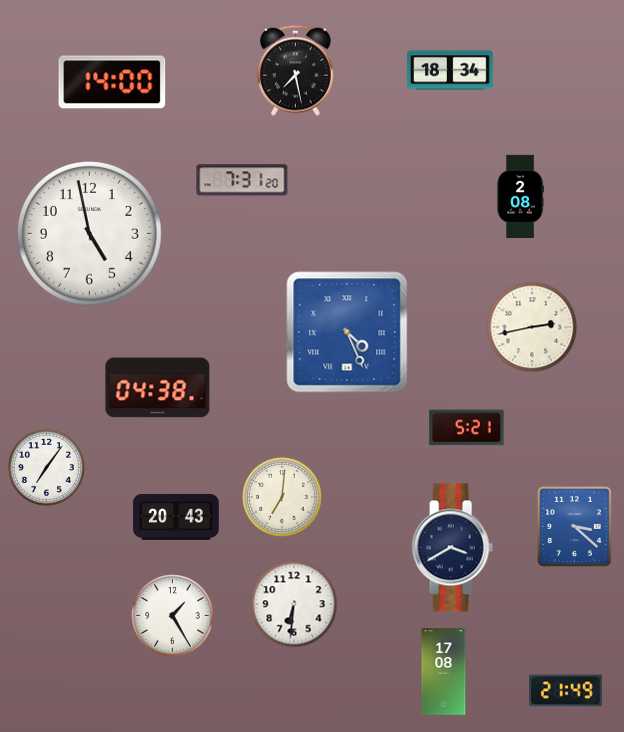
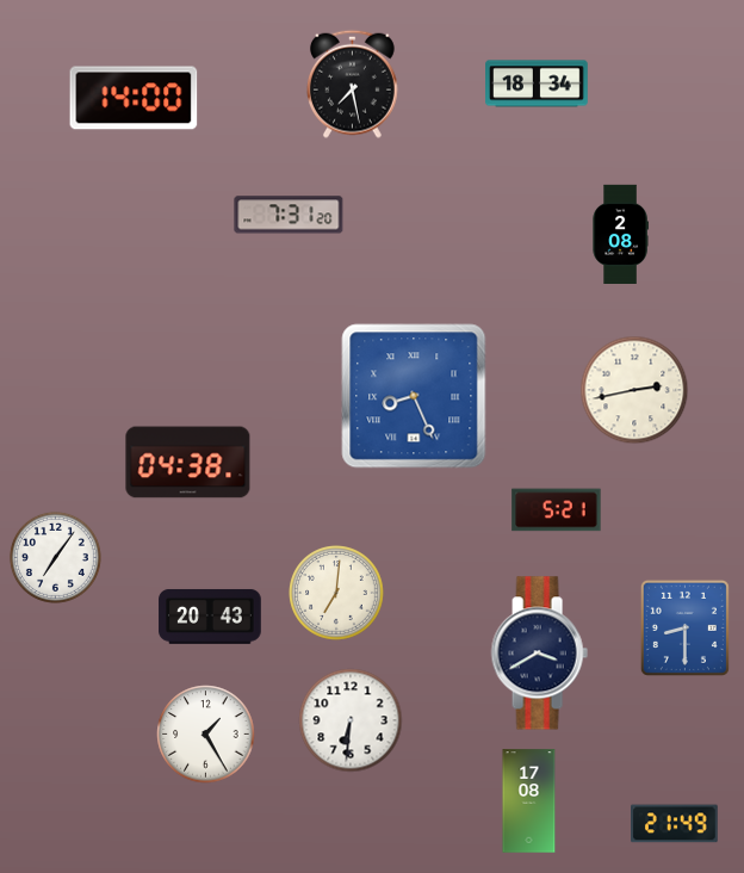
clock at (89, 233): 4:58 -> none
clock at (347, 332): 4:26 -> 8:26
clock at (574, 526): 3:22 -> 8:30
